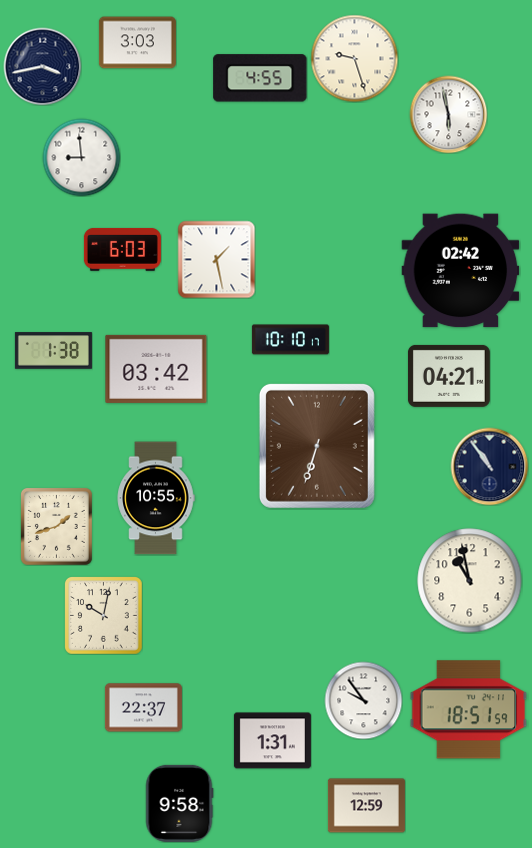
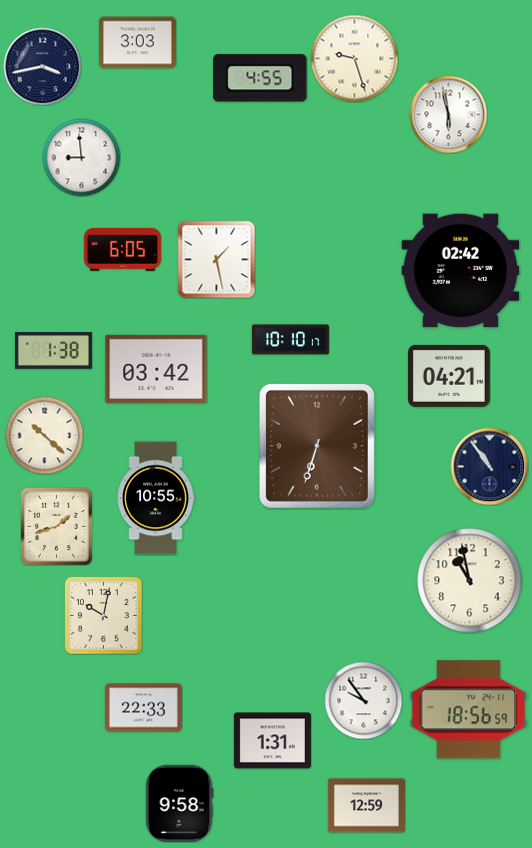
clock at (122, 249): 6:03 -> 6:05
clock at (44, 435): none -> 10:22
clock at (143, 708): 22:37 -> 22:33
clock at (469, 710): 18:51 -> 18:56
